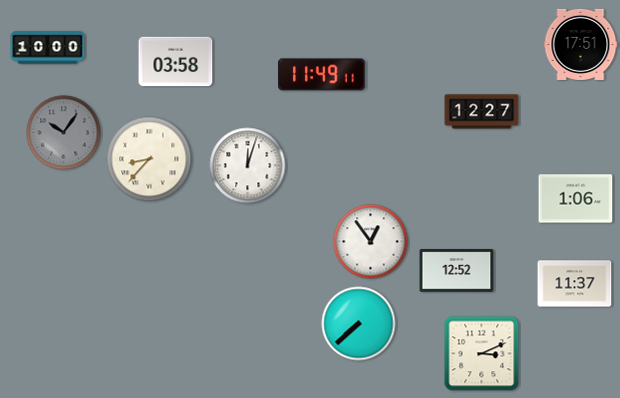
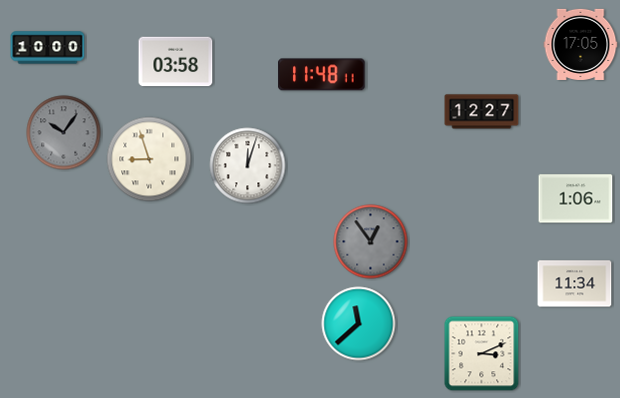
clock at (581, 44): 17:51 -> 17:05
clock at (322, 75): 11:49 -> 11:48
clock at (149, 159): 8:37 -> 8:57
clock at (371, 242) dial: white -> grey
clock at (457, 271): 12:52 -> none
clock at (575, 284): 11:37 -> 11:34
clock at (359, 324): 7:38 -> 11:38
